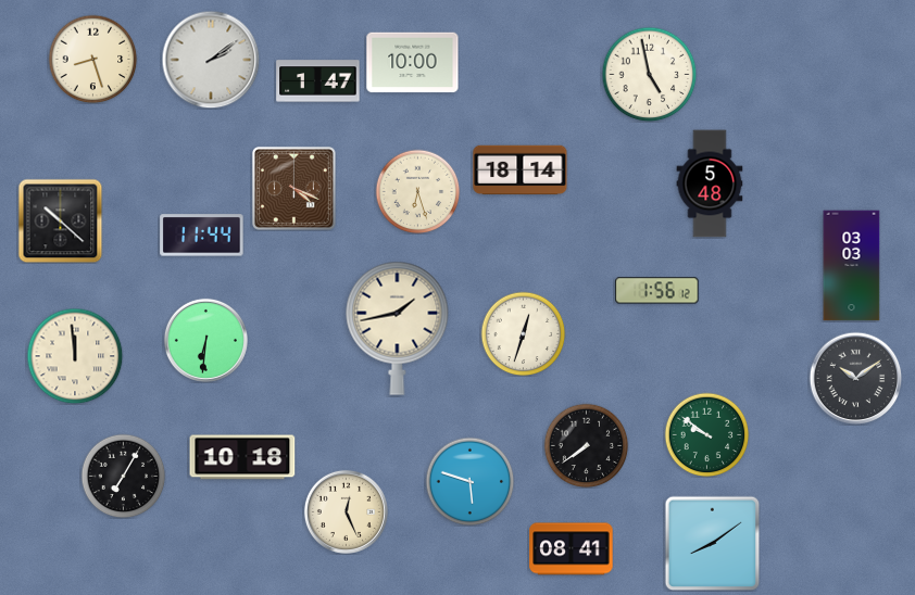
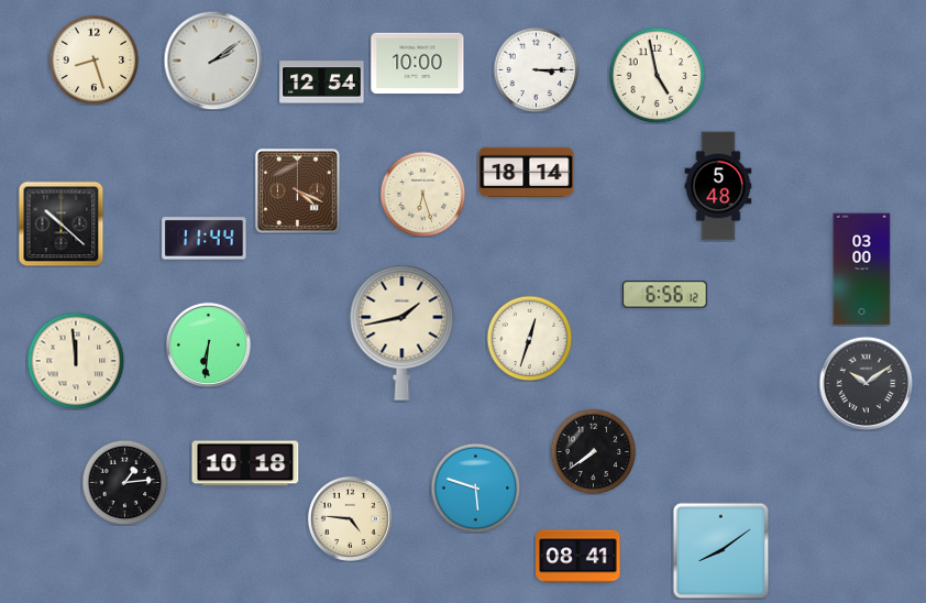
clock at (536, 69): none -> 3:15
clock at (318, 81): 1:47 -> 12:54
clock at (852, 266): 03:03 -> 03:00
clock at (657, 291): 1:56 -> 6:56
clock at (706, 434): 9:51 -> none
clock at (123, 476): 7:05 -> 1:14
clock at (346, 511): 12:26 -> 4:46
